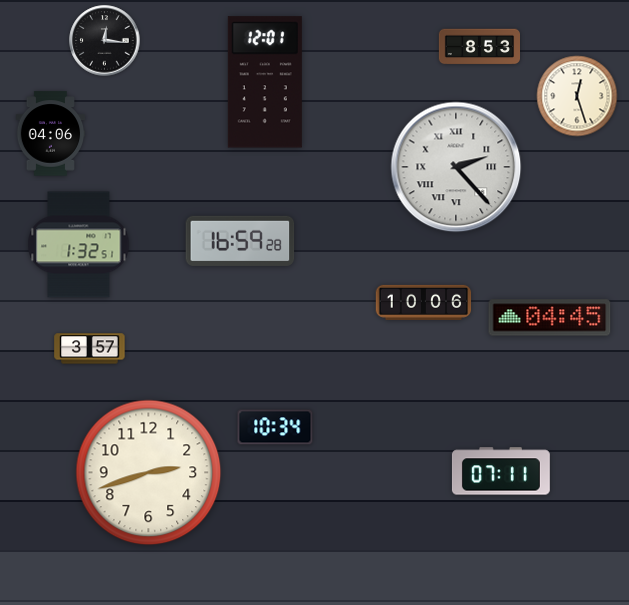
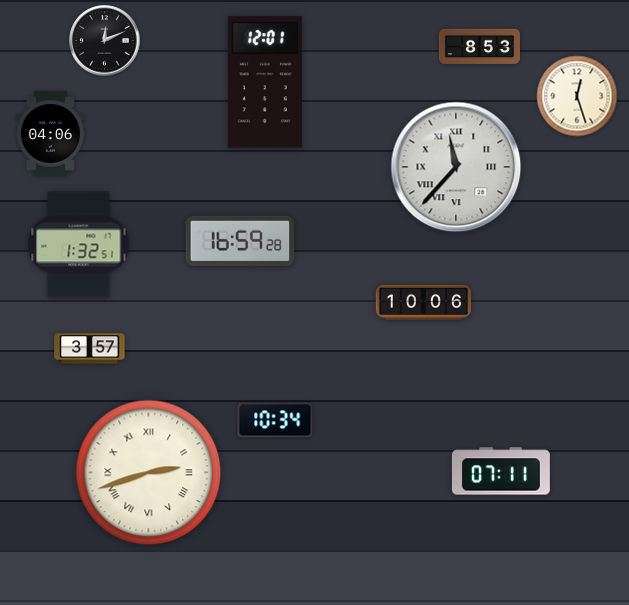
clock at (105, 41): 12:16 -> 12:11
clock at (456, 167): 2:23 -> 11:37
clock at (550, 318): 04:45 -> none
clock at (275, 427) position: (275, 427) -> (275, 420)
clock at (149, 473) numerals: Arabic -> Roman
